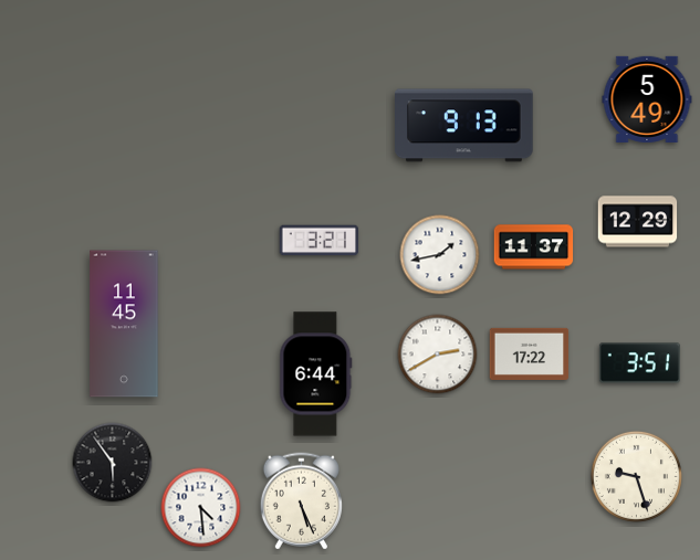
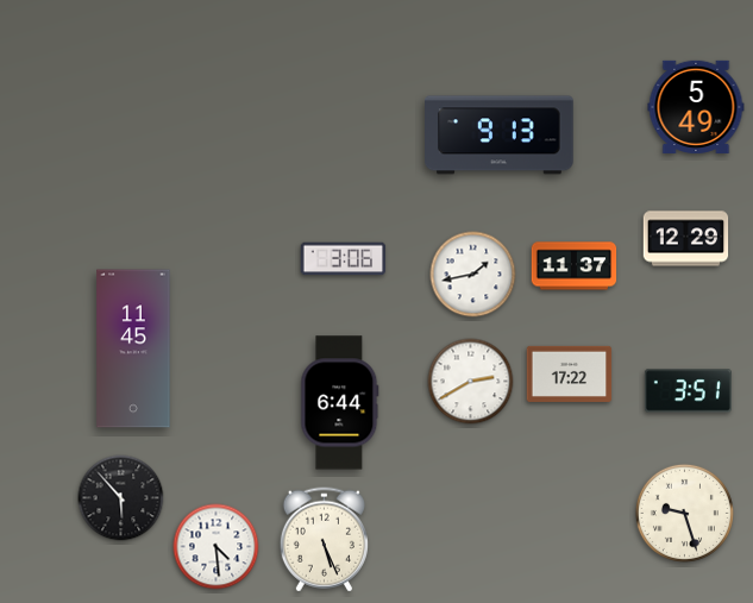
clock at (320, 241): 3:21 -> 3:06
clock at (530, 353) position: (530, 353) -> (570, 373)
clock at (113, 463): 5:54 -> 5:53
